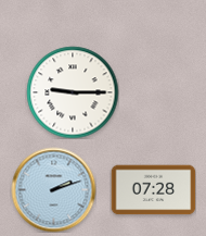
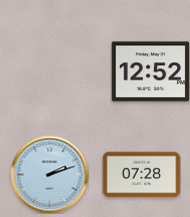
clock at (150, 72): none -> 12:52
clock at (73, 92): 9:15 -> none
